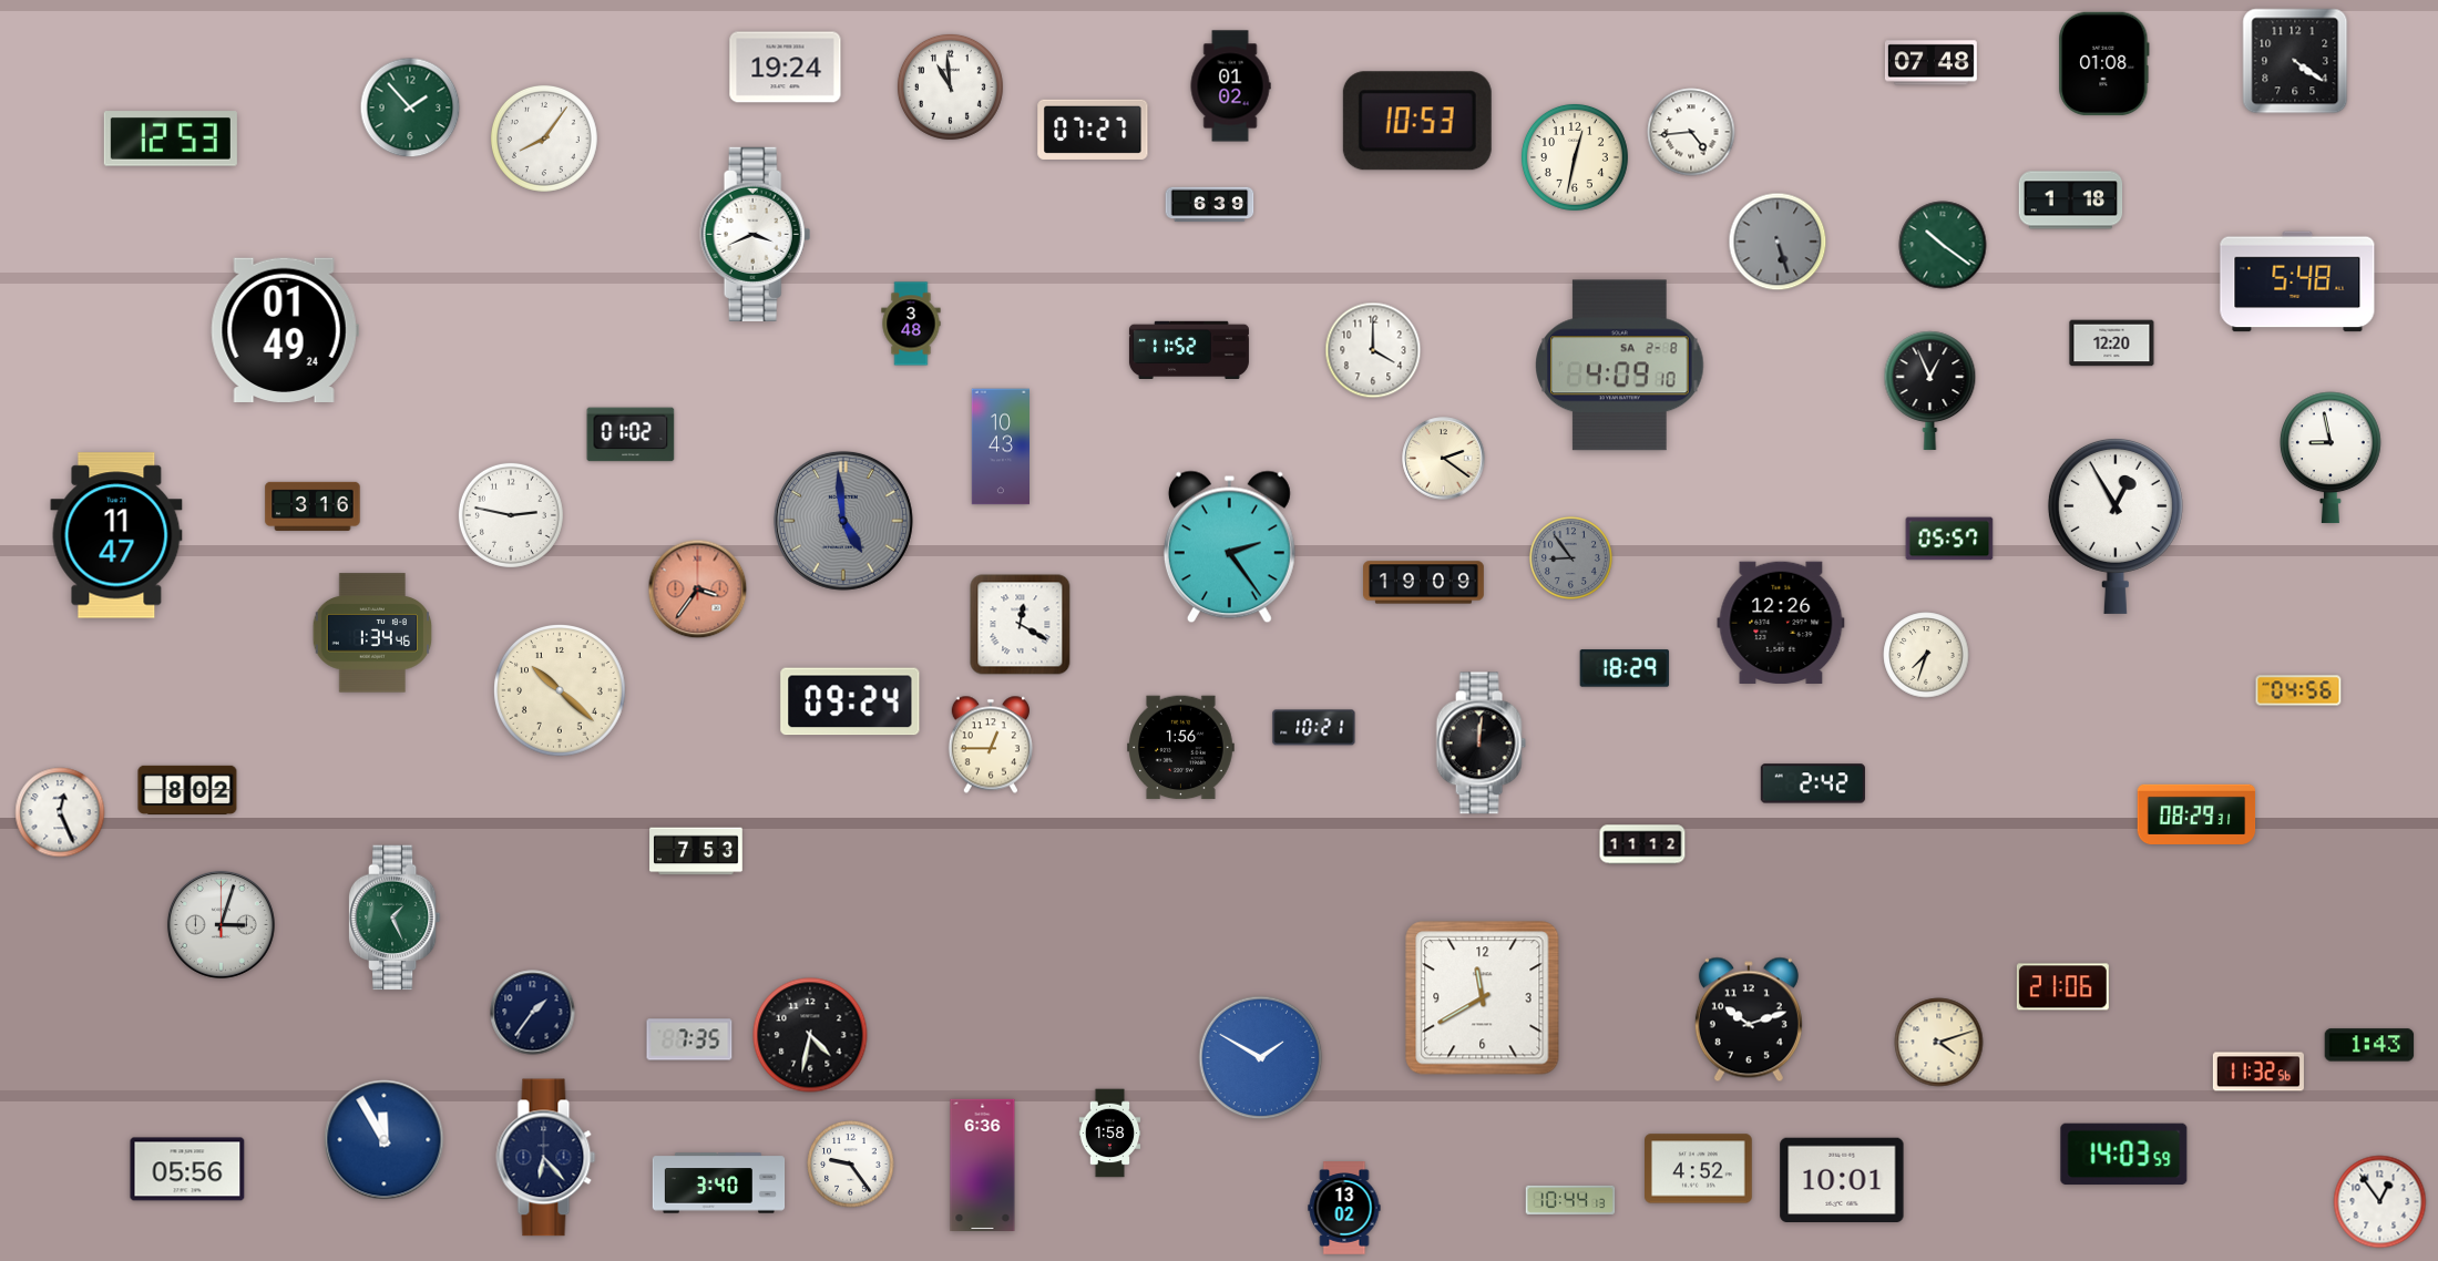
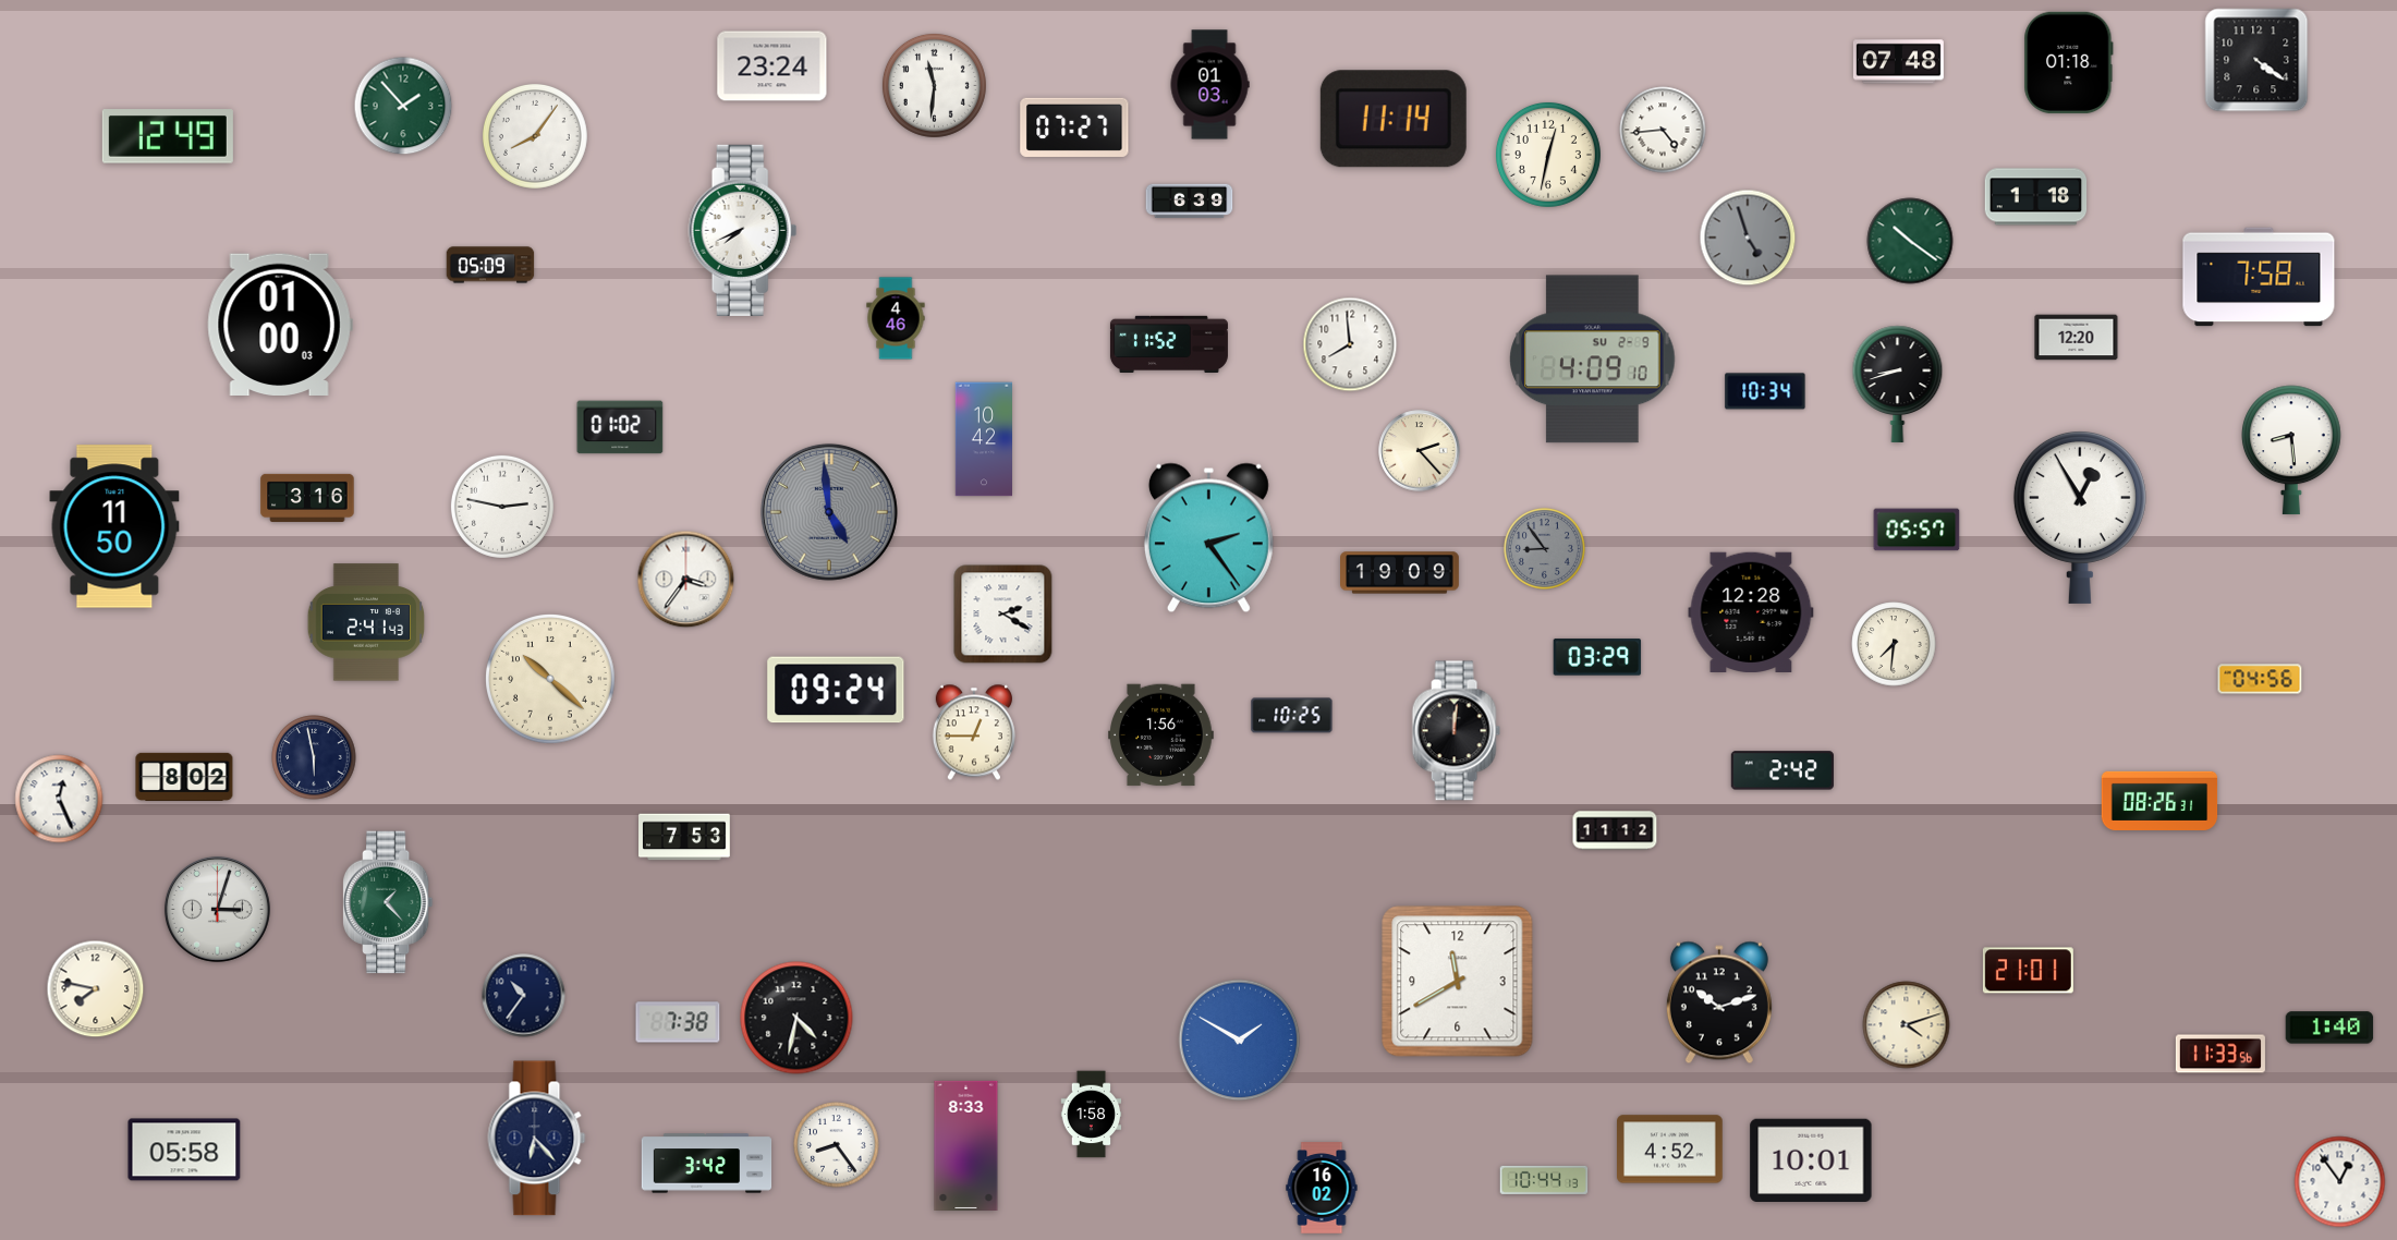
clock at (2104, 64): 01:08 -> 01:18
clock at (786, 68): 19:24 -> 23:24
clock at (950, 86): 10:59 -> 11:31
clock at (1230, 86): 01:02 -> 01:03
clock at (1417, 121): 10:53 -> 11:14
clock at (171, 139): 12:53 -> 12:49
clock at (756, 234): 3:41 -> 7:41
clock at (1778, 242): 5:27 -> 4:57
clock at (490, 265): none -> 05:09
clock at (2297, 281): 5:48 -> 7:58
clock at (911, 324): 3:48 -> 4:46
clock at (285, 330): 01:49 -> 01:00
clock at (1373, 350): 4:00 -> 7:59
clock at (1620, 366) date: SA 2-8 -> SU 2-9
clock at (1930, 390): 12:56 -> 8:42
clock at (1765, 391): none -> 10:34
clock at (1000, 447): 10:43 -> 10:42
clock at (2332, 458): 8:58 -> 8:29
clock at (1444, 459): 2:21 -> 2:23
clock at (116, 535): 11:47 -> 11:50
clock at (698, 590) dial: salmon -> white
clock at (1781, 622): 12:26 -> 12:28
clock at (1021, 625): 12:20 -> 2:20
clock at (372, 633): 1:34 -> 2:41
clock at (1926, 655): 7:33 -> 7:31
clock at (1625, 668): 18:29 -> 03:29
clock at (1314, 728): 10:21 -> 10:25
clock at (314, 757): none -> 5:58
clock at (2196, 813): 08:29 -> 08:26
clock at (395, 917): 1:26 -> 1:23
clock at (2062, 987): 21:06 -> 21:01
clock at (96, 989): none -> 7:47
clock at (533, 1013): 1:36 -> 10:36
clock at (689, 1039): 7:35 -> 7:38
clock at (2369, 1045): 1:43 -> 1:40
clock at (2258, 1072): 11:32 -> 11:33
clock at (385, 1140): 11:55 -> none
clock at (2124, 1155): 14:03 -> none
clock at (851, 1165): 9:24 -> 8:24
clock at (983, 1165): 6:36 -> 8:33
clock at (187, 1169): 05:56 -> 05:58
clock at (719, 1183): 3:40 -> 3:42
clock at (1344, 1208): 13:02 -> 16:02
